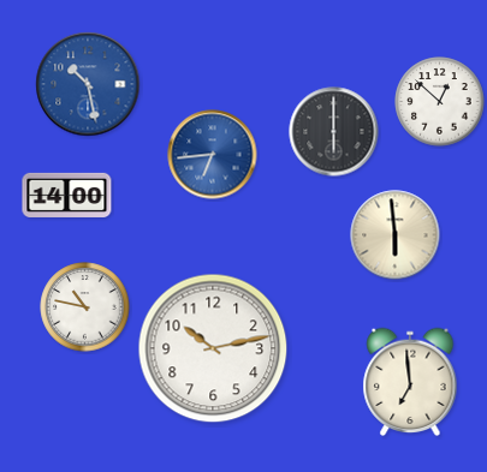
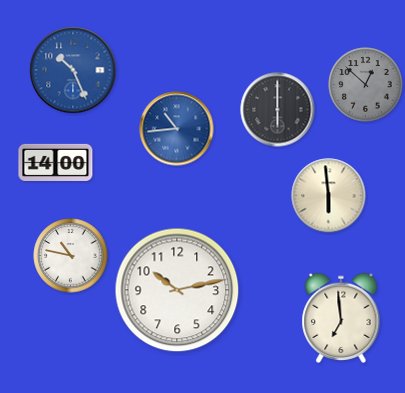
clock at (88, 84): 10:28 -> 10:26
clock at (440, 102) dial: white -> grey
clock at (213, 155): 6:44 -> 10:44
